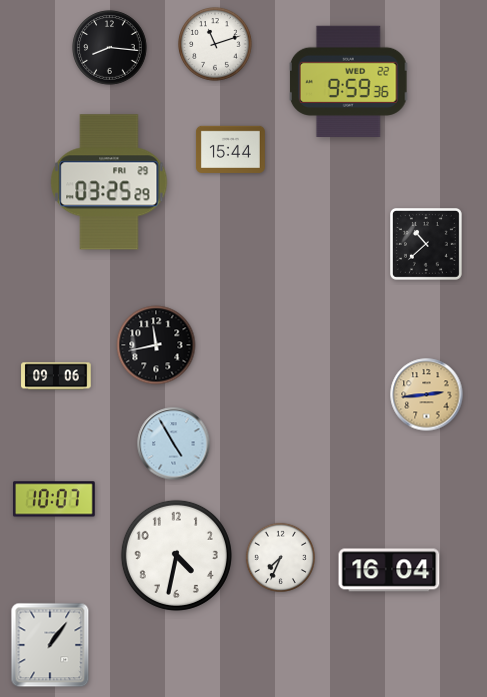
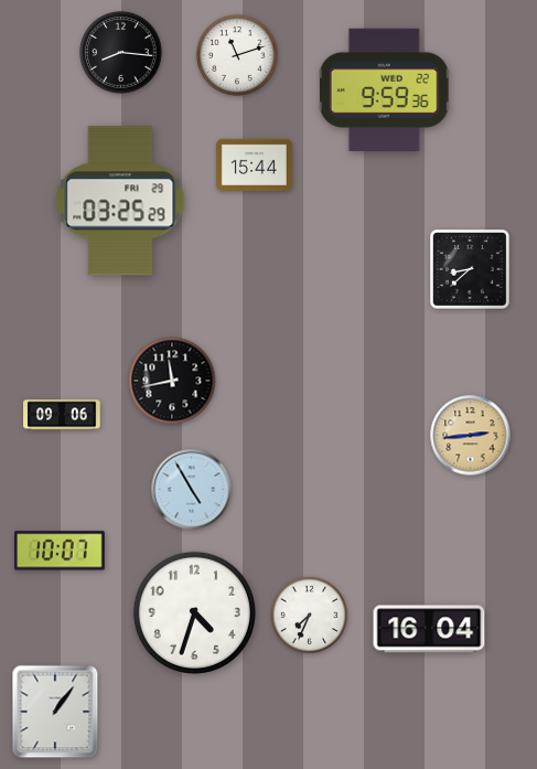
clock at (215, 44) position: (215, 44) -> (237, 55)
clock at (427, 245): 10:38 -> 8:38
clock at (176, 555): 4:32 -> 4:33
